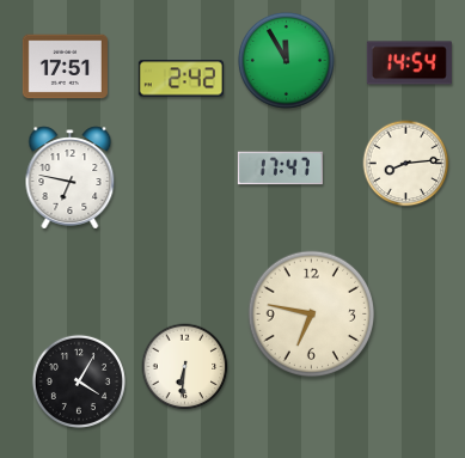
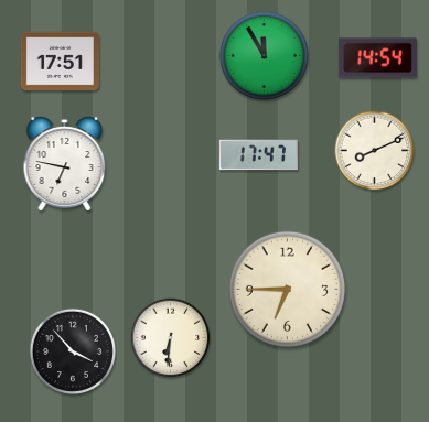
clock at (181, 79): 2:42 -> none
clock at (406, 164): 8:14 -> 8:11
clock at (312, 315): 6:47 -> 6:45
clock at (79, 381): 4:05 -> 3:53
